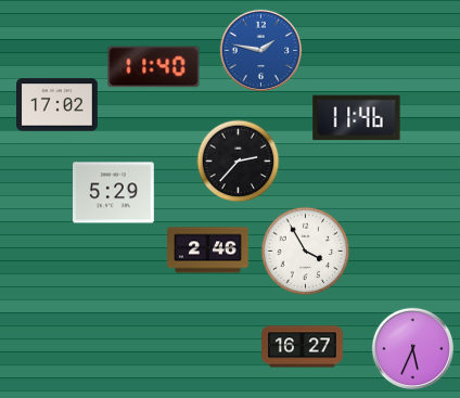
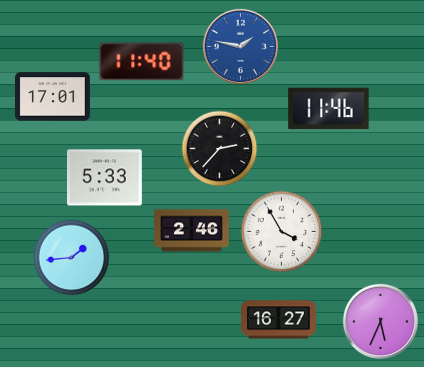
clock at (58, 105): 17:02 -> 17:01
clock at (114, 193): 5:29 -> 5:33
clock at (72, 258): none -> 1:44
